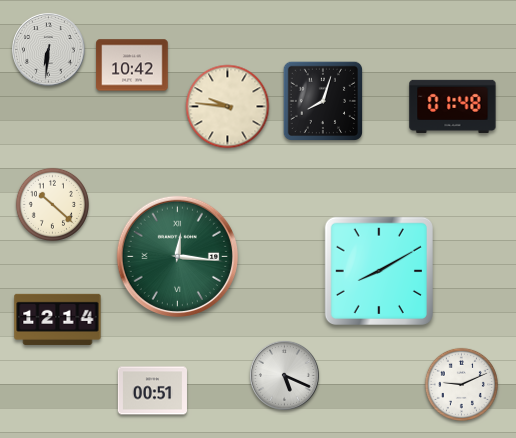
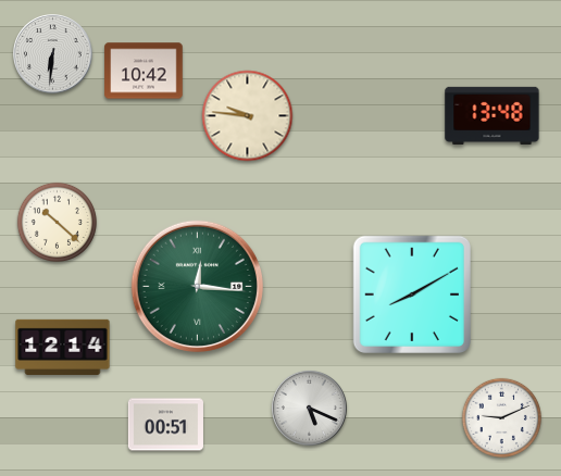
clock at (322, 100): 8:03 -> none
clock at (453, 106): 01:48 -> 13:48
clock at (177, 256) position: (177, 256) -> (197, 286)
